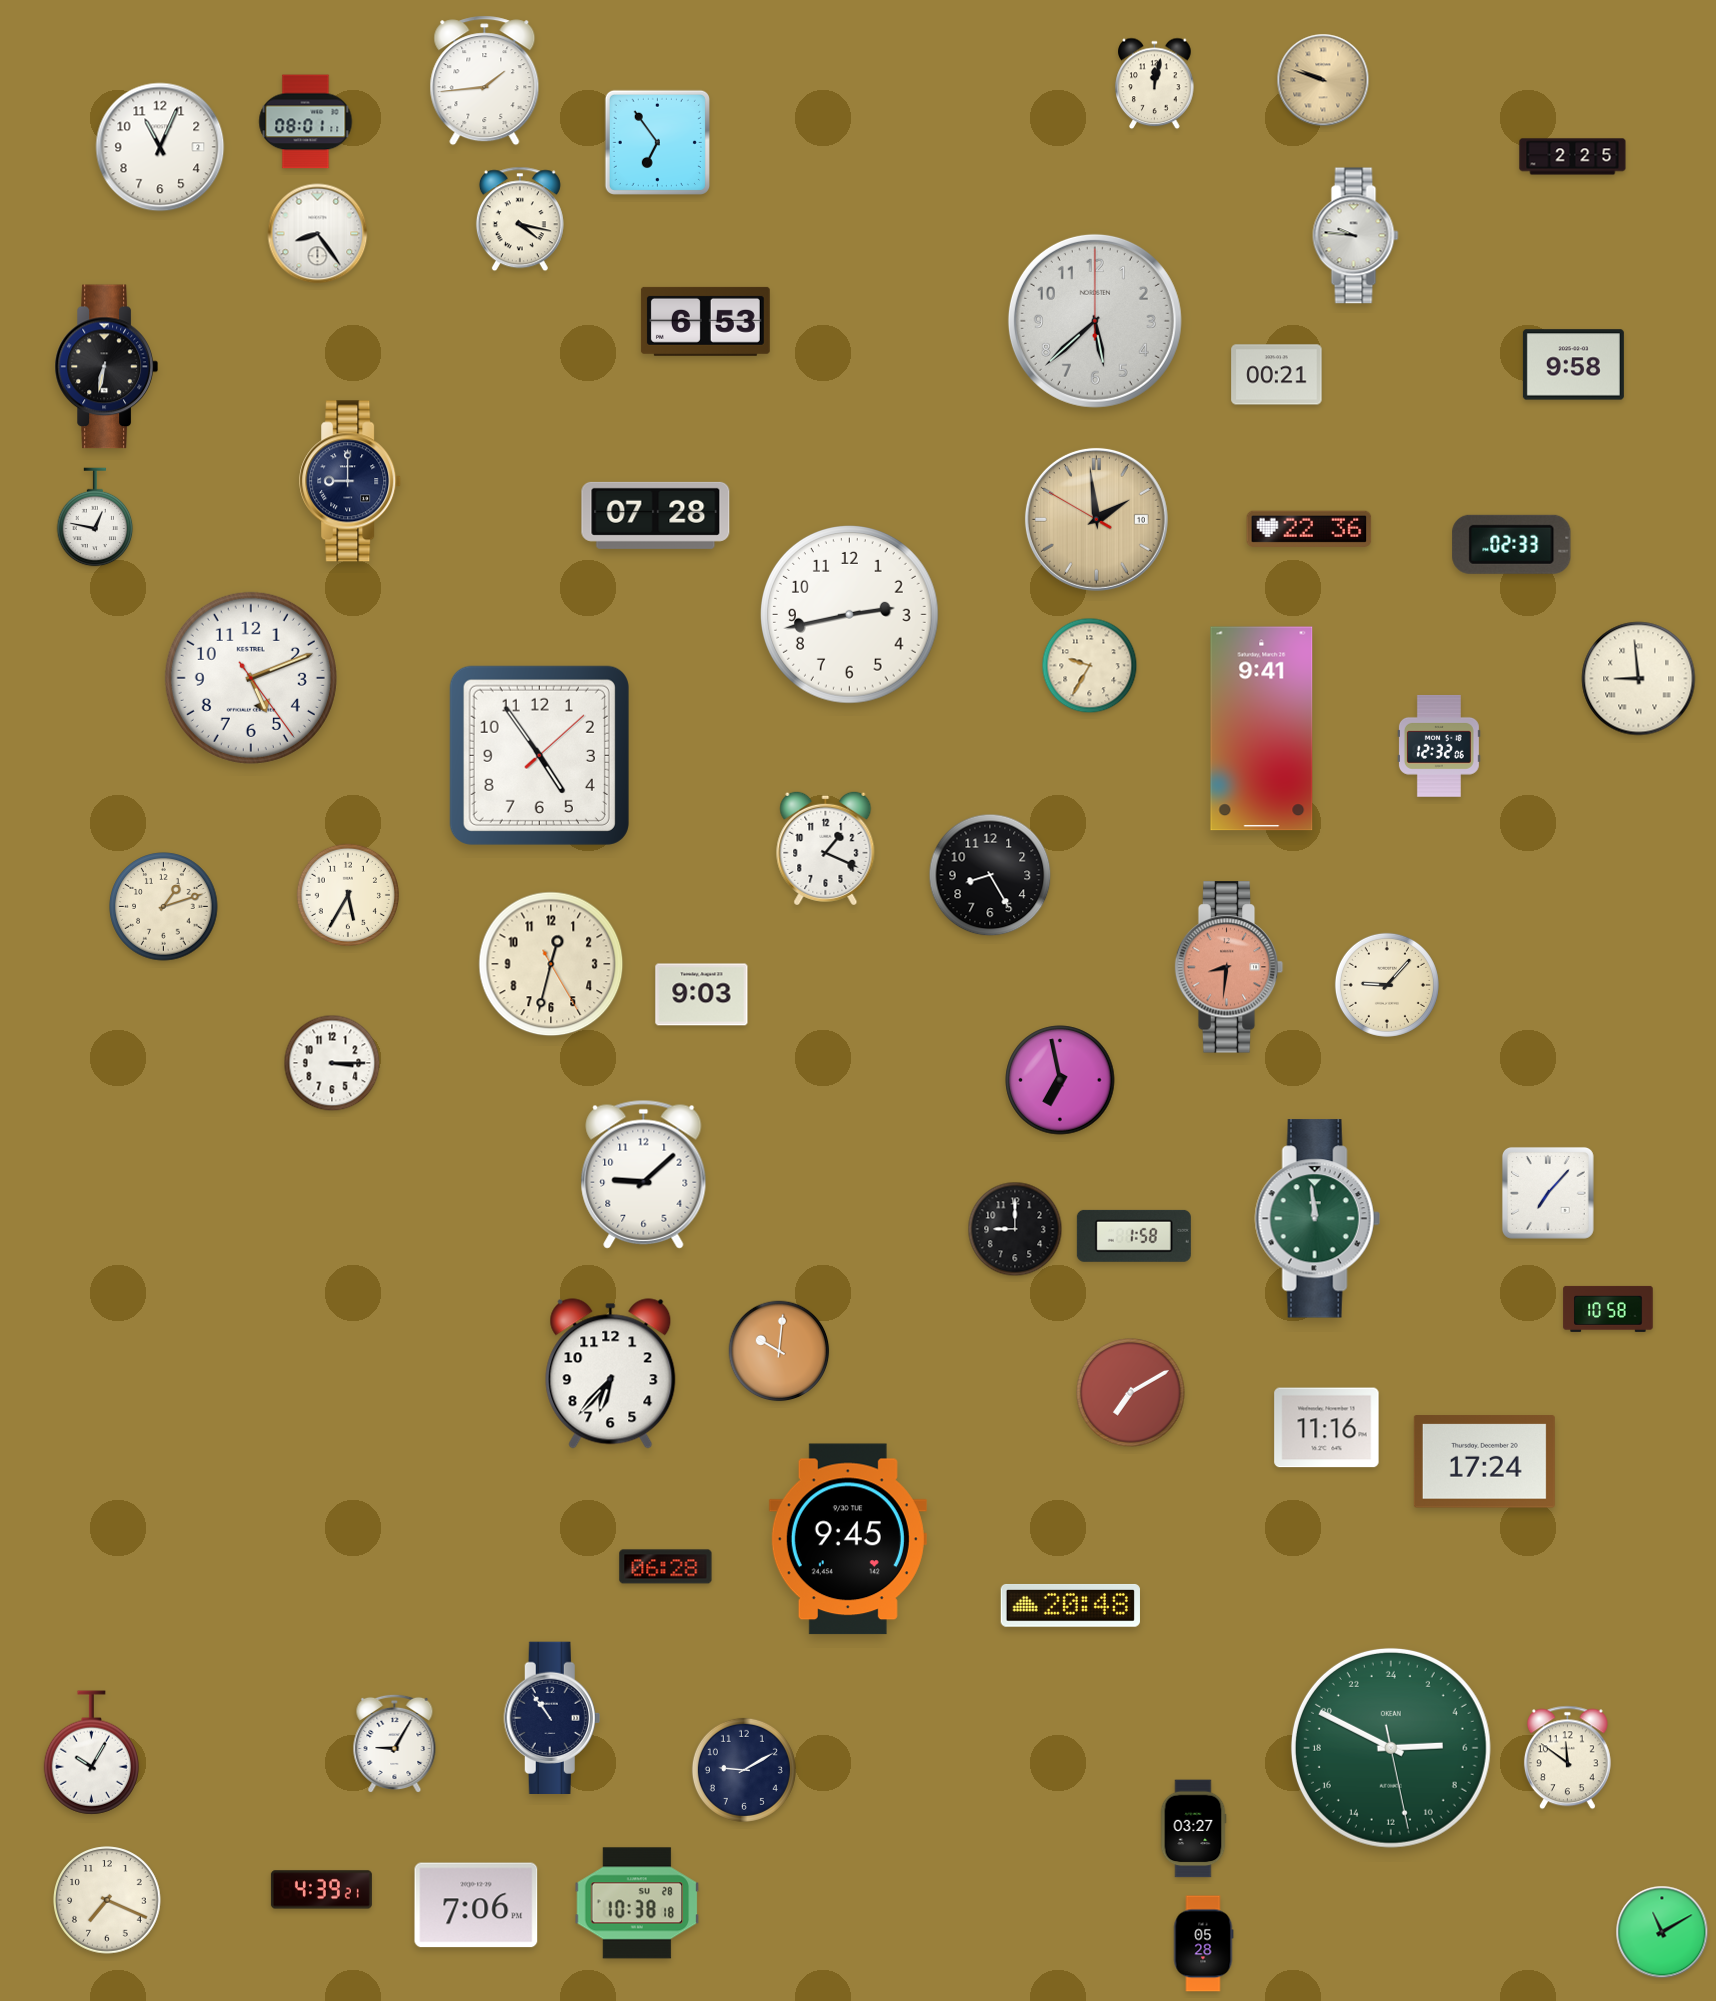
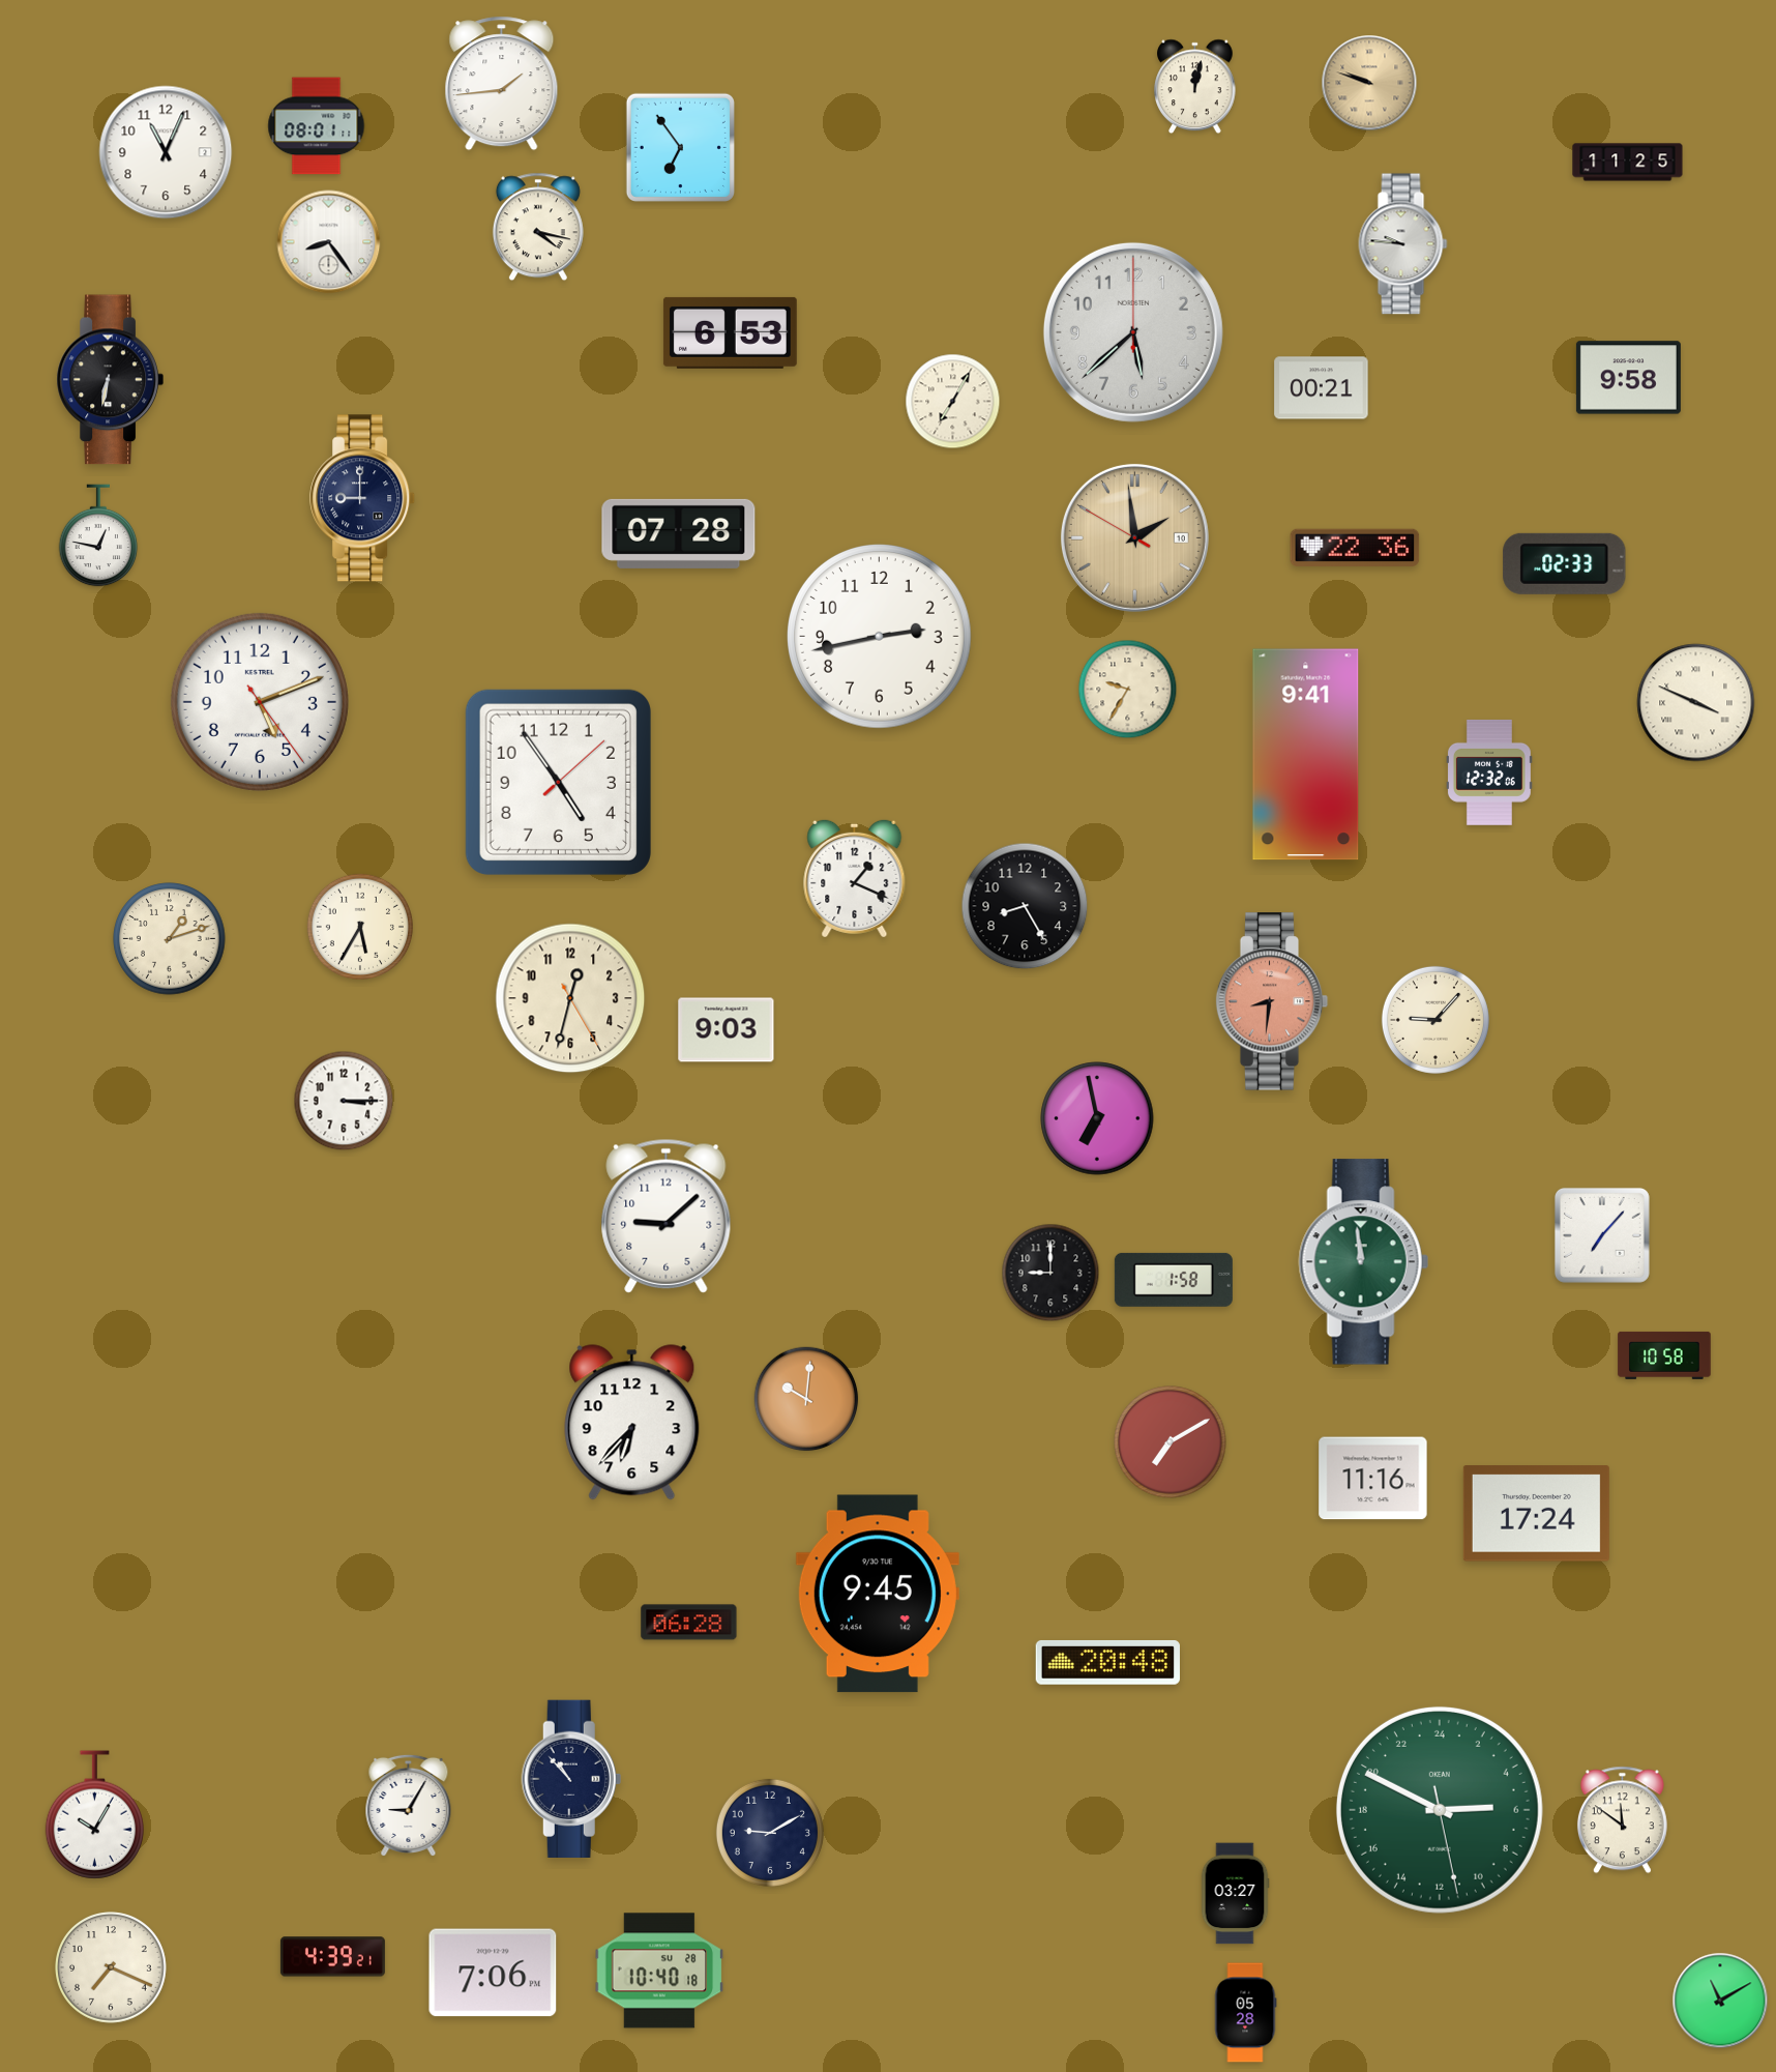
clock at (1573, 157): 2:25 -> 11:25
clock at (953, 402): none -> 7:05
clock at (1639, 679): 8:59 -> 3:49
clock at (552, 1717): 10:54 -> 10:53
clock at (637, 1903): 10:38 -> 10:40
